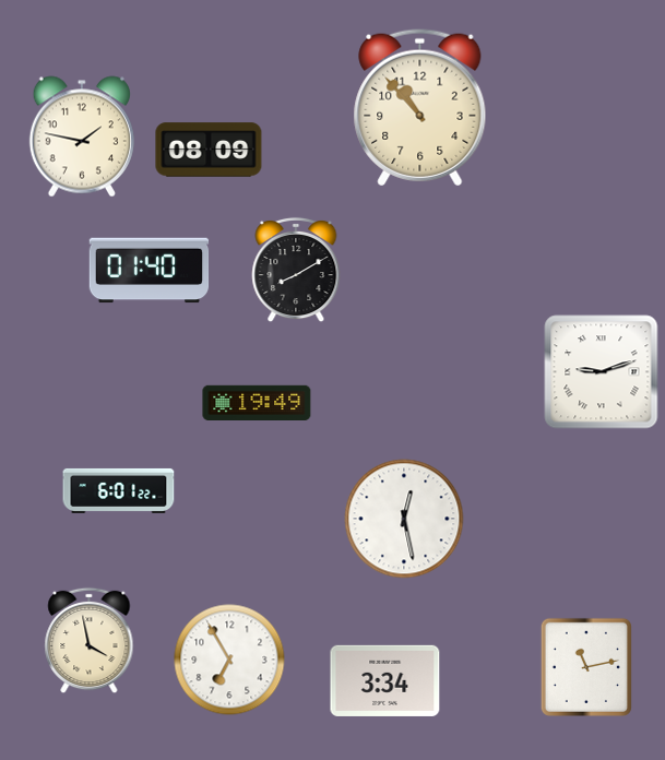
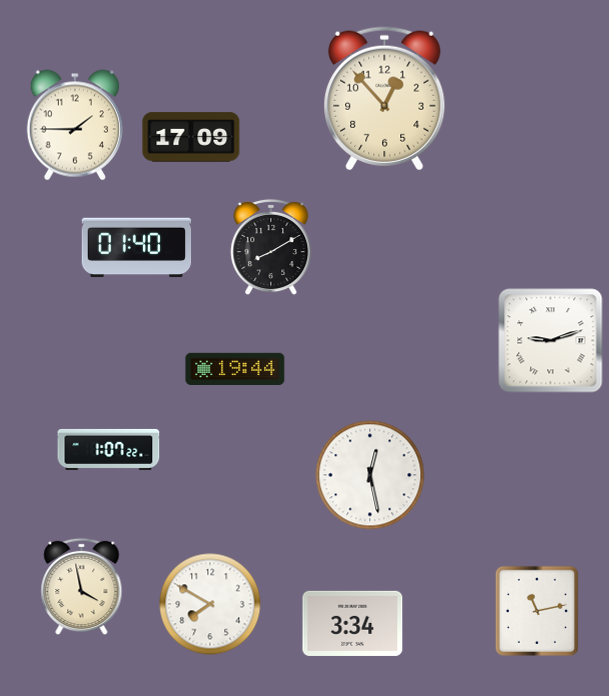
clock at (420, 108): 10:53 -> 12:53
clock at (82, 136): 1:47 -> 1:45
clock at (209, 150): 08:09 -> 17:09
clock at (257, 402): 19:49 -> 19:44
clock at (119, 490): 6:01 -> 1:07
clock at (229, 660): 6:55 -> 7:50
